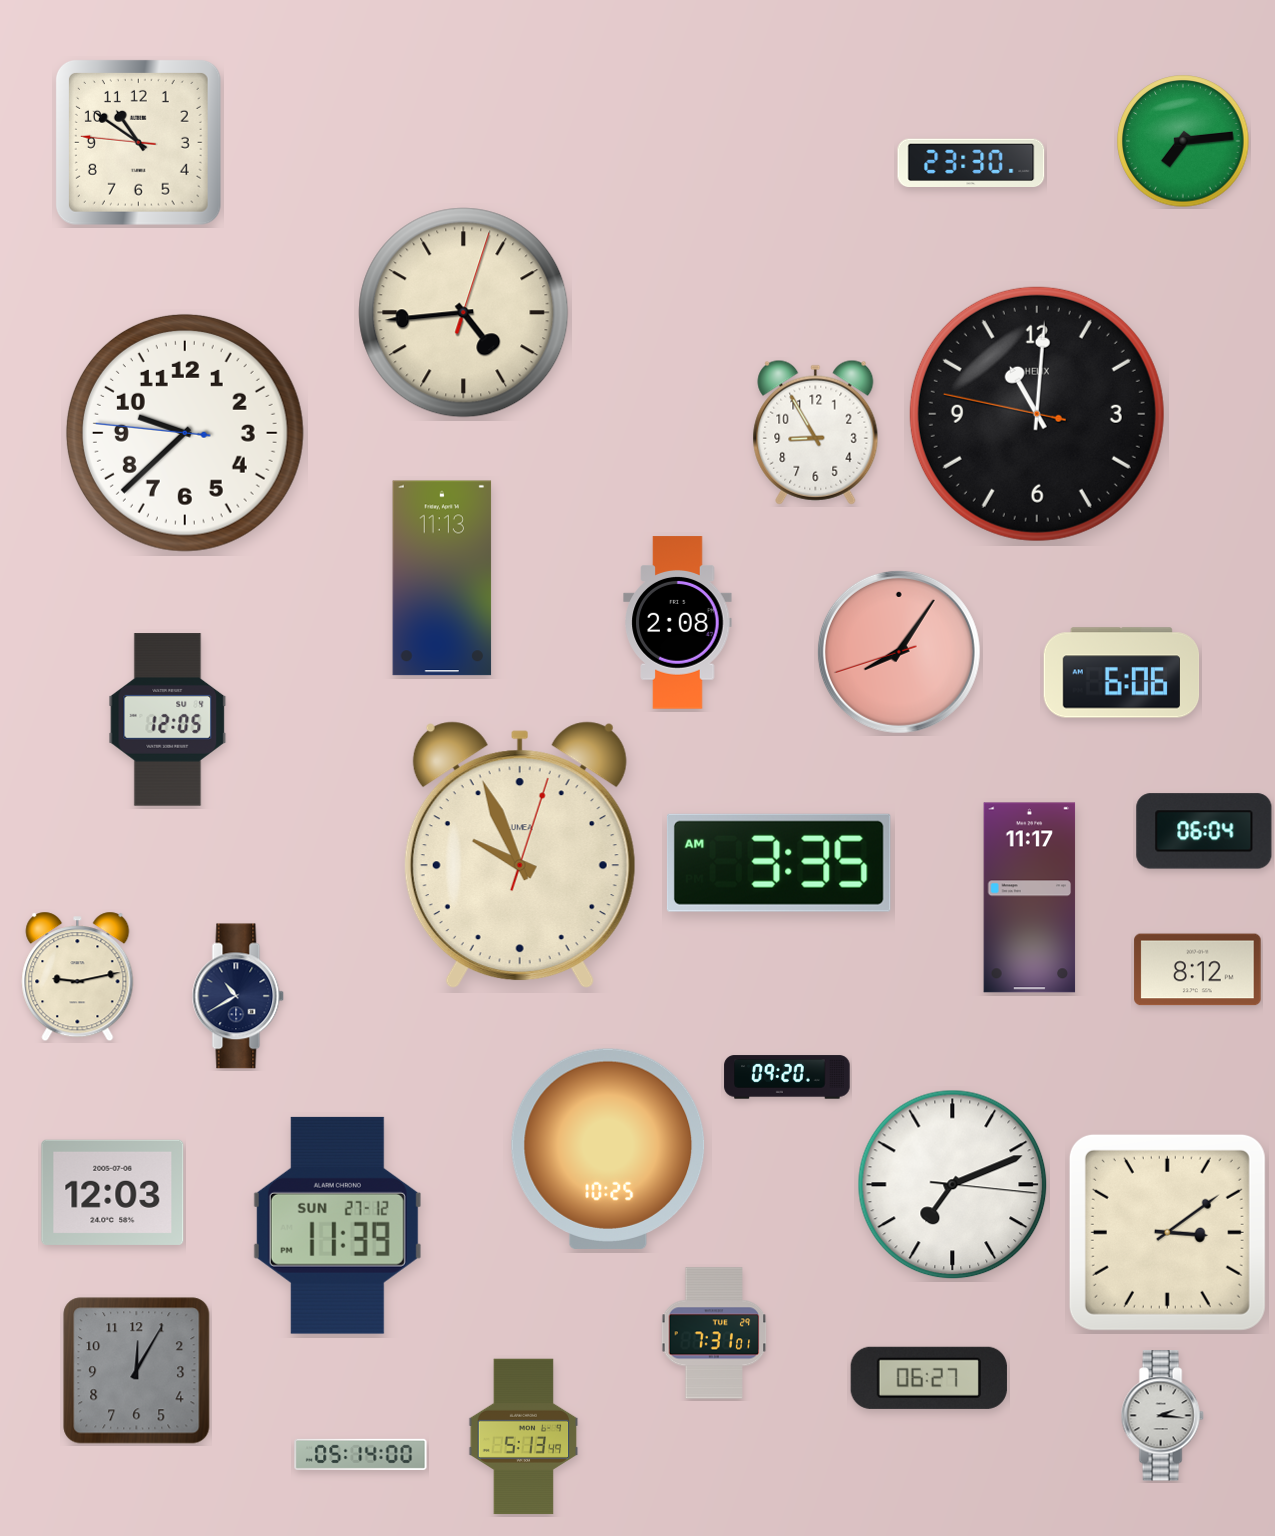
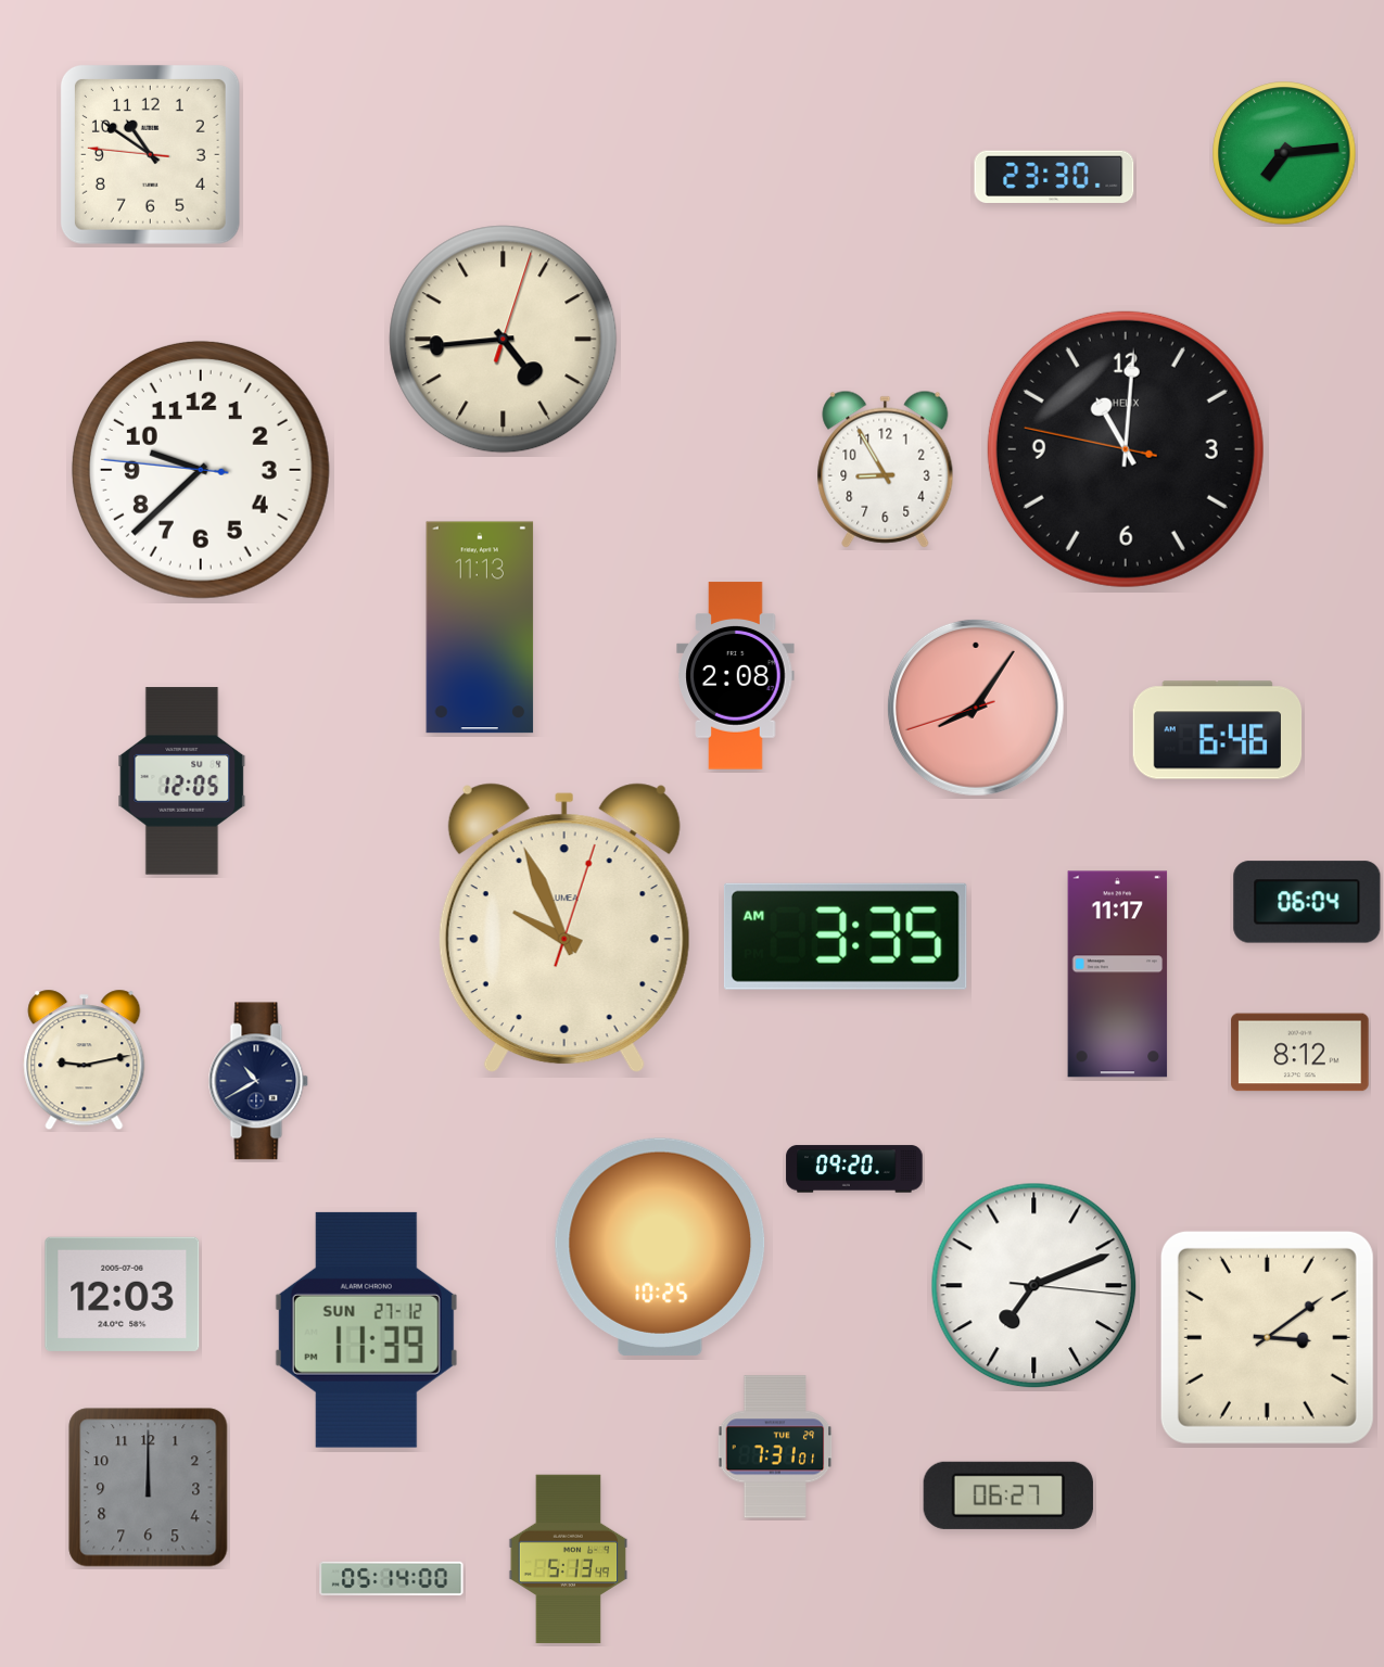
clock at (1122, 673): 6:06 -> 6:46
clock at (137, 1371): 12:05 -> 12:00
clock at (1162, 1416): 2:16 -> none
